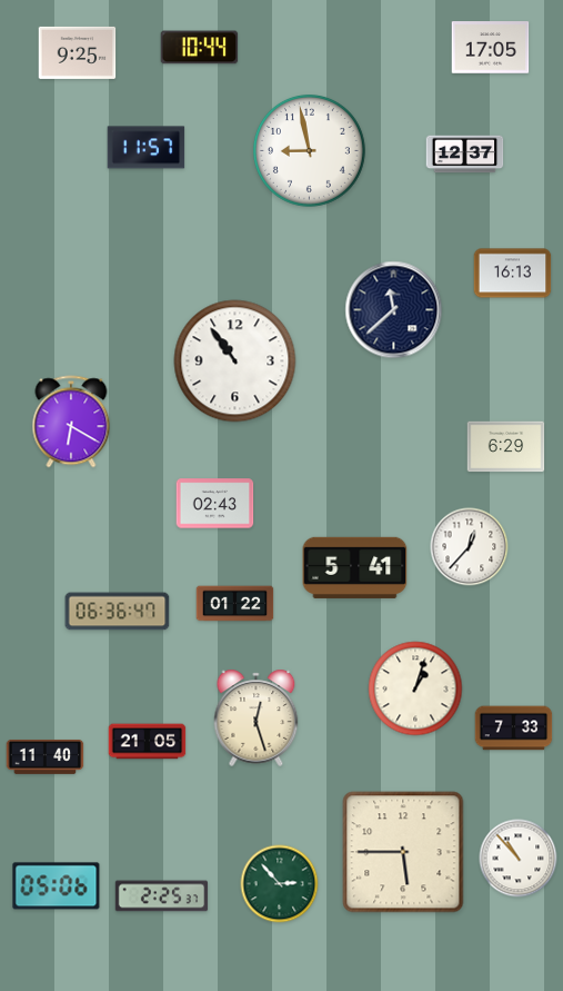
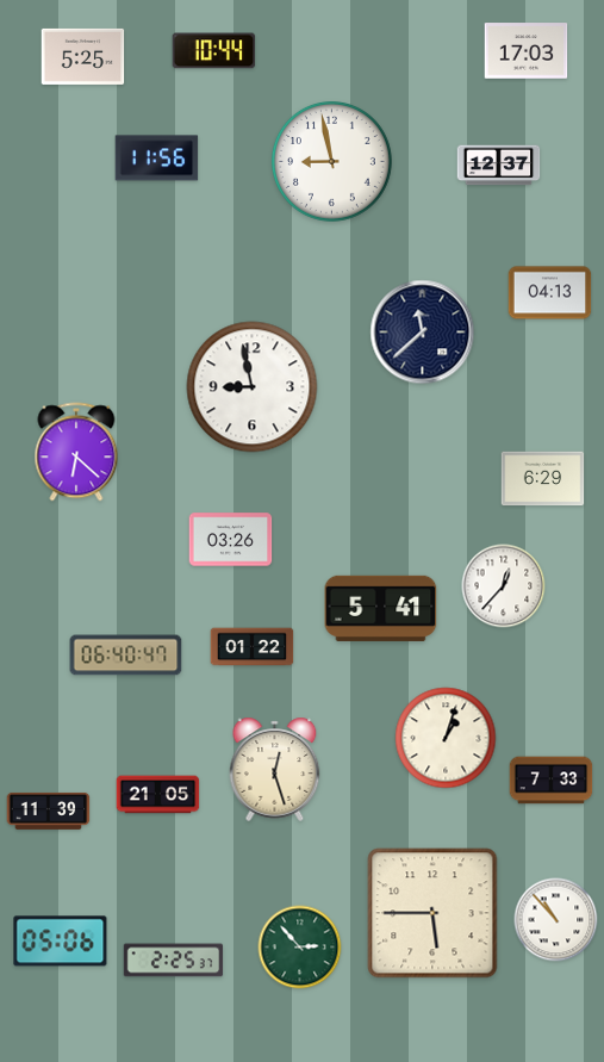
clock at (491, 48): 17:05 -> 17:03
clock at (78, 52): 9:25 -> 5:25
clock at (147, 148): 11:57 -> 11:56
clock at (513, 274): 16:13 -> 04:13
clock at (235, 361): 10:54 -> 8:58
clock at (71, 422): 6:20 -> 6:22
clock at (215, 504): 02:43 -> 03:26
clock at (118, 612): 06:36 -> 06:40
clock at (46, 756): 11:40 -> 11:39
clock at (57, 886) position: (57, 886) -> (61, 942)
